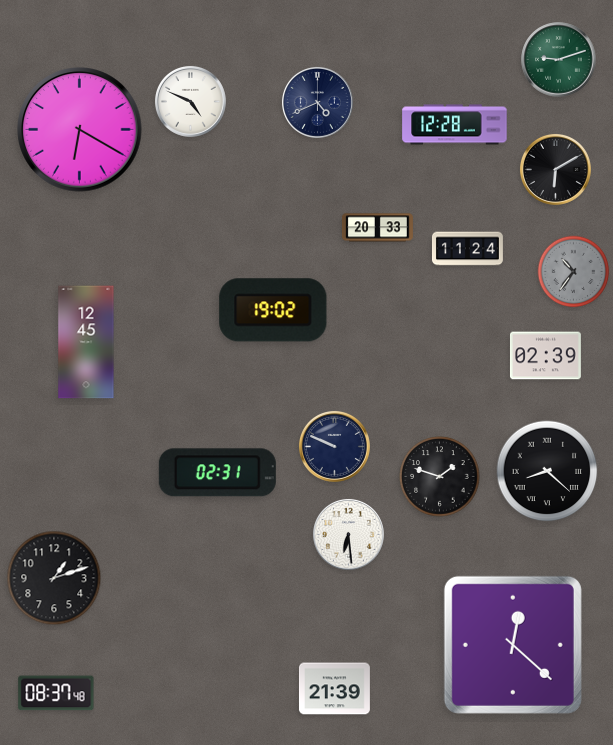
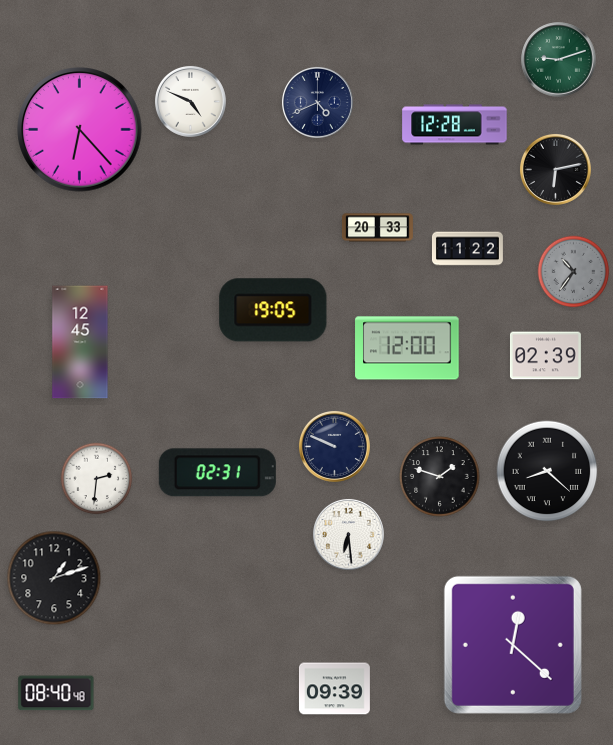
clock at (80, 130): 6:20 -> 6:23
clock at (555, 169): 6:10 -> 6:13
clock at (467, 249): 11:24 -> 11:22
clock at (273, 310): 19:02 -> 19:05
clock at (86, 342) position: (86, 342) -> (80, 342)
clock at (407, 348): none -> 12:00
clock at (97, 479): none -> 2:31
clock at (334, 689): 21:39 -> 09:39
clock at (56, 693): 08:37 -> 08:40
